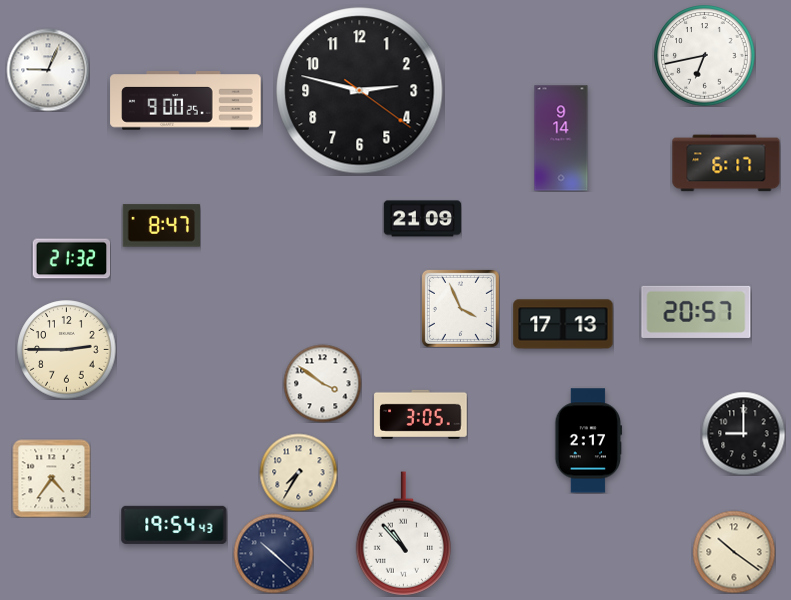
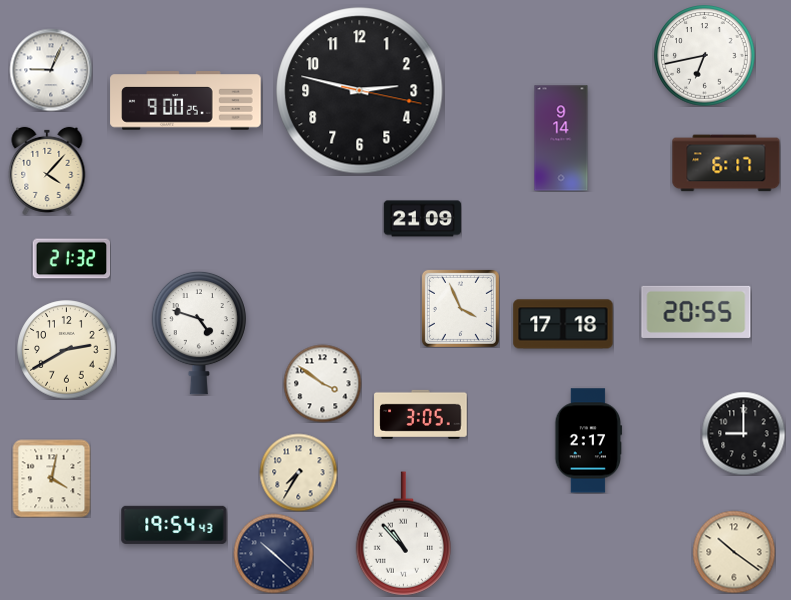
clock at (48, 70) position: (48, 70) -> (51, 70)
clock at (360, 91): 2:47:21 -> 2:47:17
clock at (47, 171): none -> 4:07
clock at (161, 226): 8:47 -> none
clock at (696, 312): 20:57 -> 20:55
clock at (563, 324): 17:13 -> 17:18
clock at (199, 333): none -> 4:48
clock at (67, 350): 2:45 -> 2:40
clock at (51, 478): 4:36 -> 4:02
